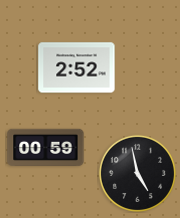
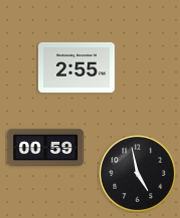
clock at (77, 68): 2:52 -> 2:55
